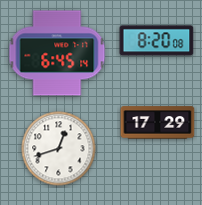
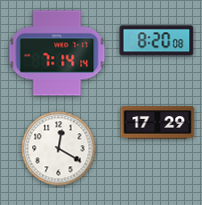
clock at (57, 53): 6:45 -> 7:14
clock at (59, 149): 12:42 -> 12:20
